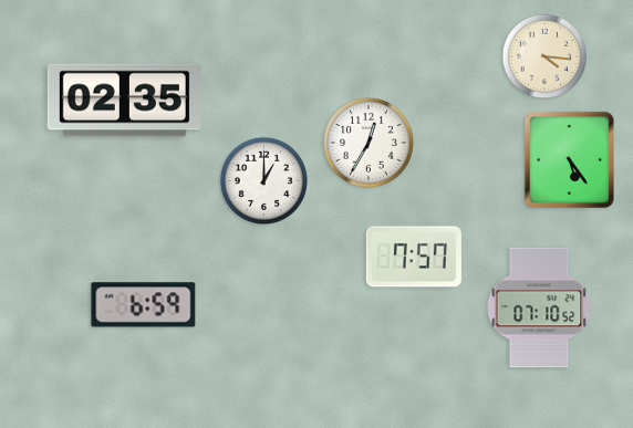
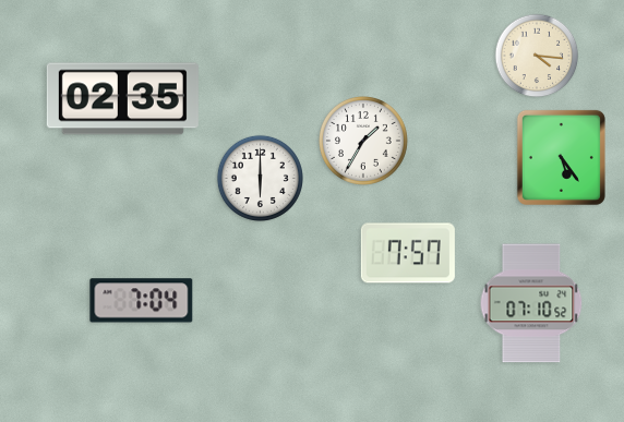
clock at (370, 144): 12:35 -> 1:35
clock at (263, 180): 1:00 -> 6:00
clock at (144, 305): 6:59 -> 7:04
